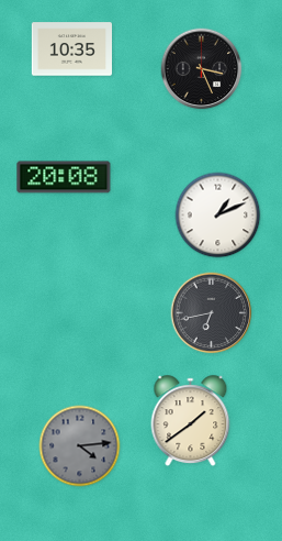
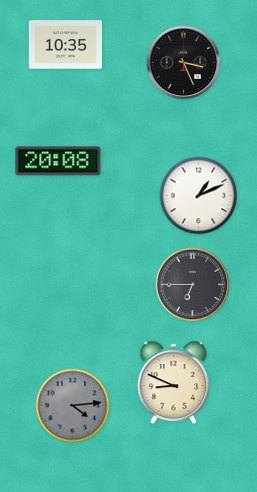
clock at (212, 313): 6:43 -> 6:45
clock at (191, 421): 1:39 -> 8:49
